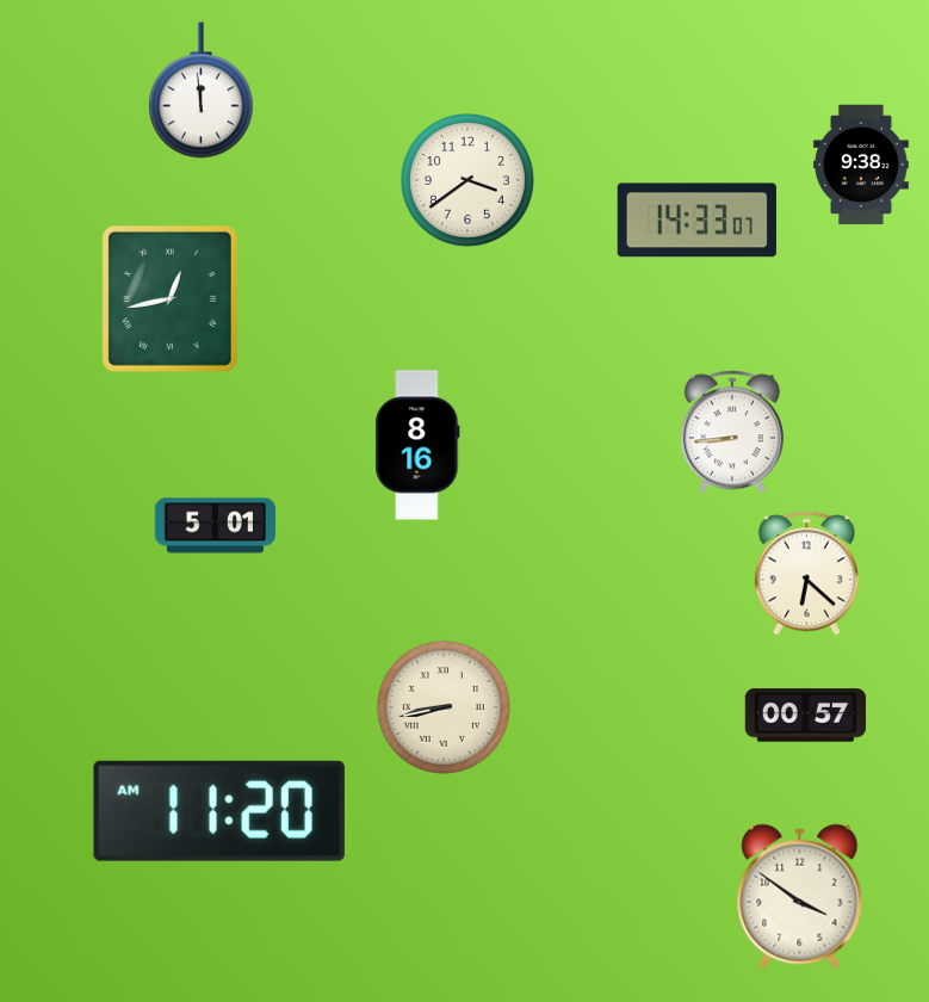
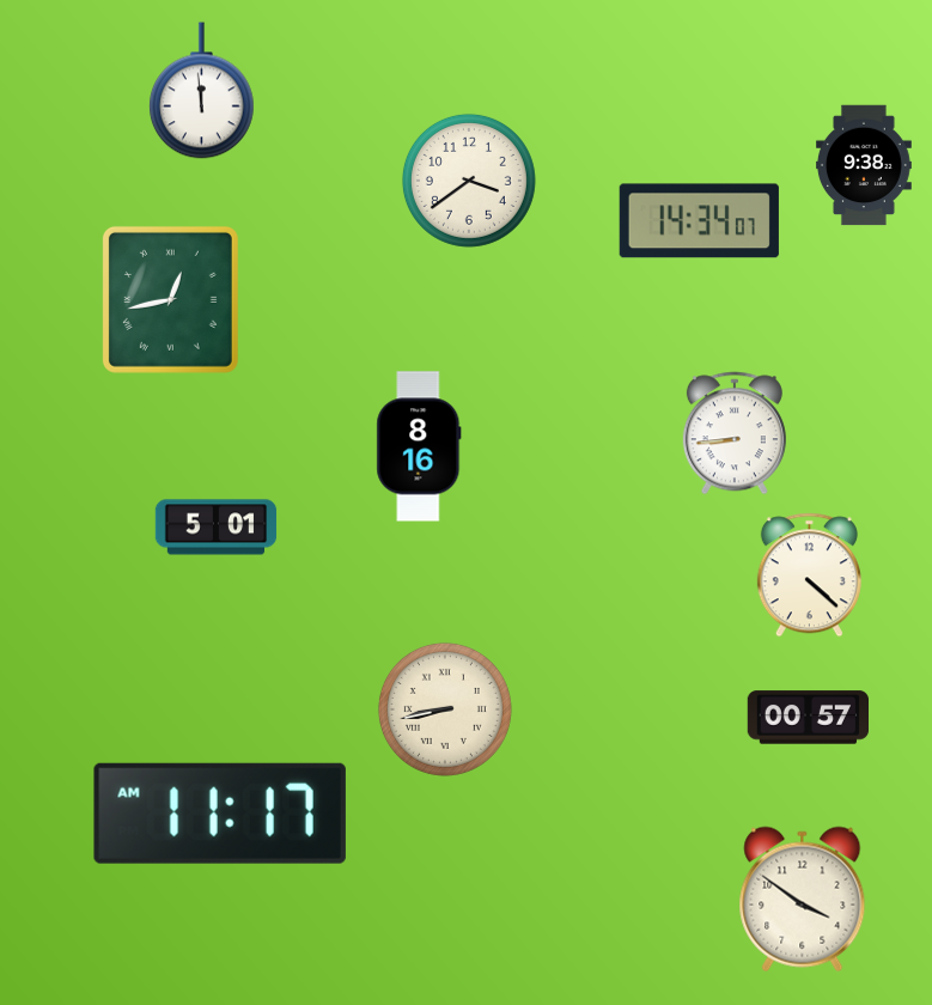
clock at (696, 221): 14:33 -> 14:34
clock at (806, 574): 6:22 -> 4:22
clock at (219, 811): 11:20 -> 11:17
